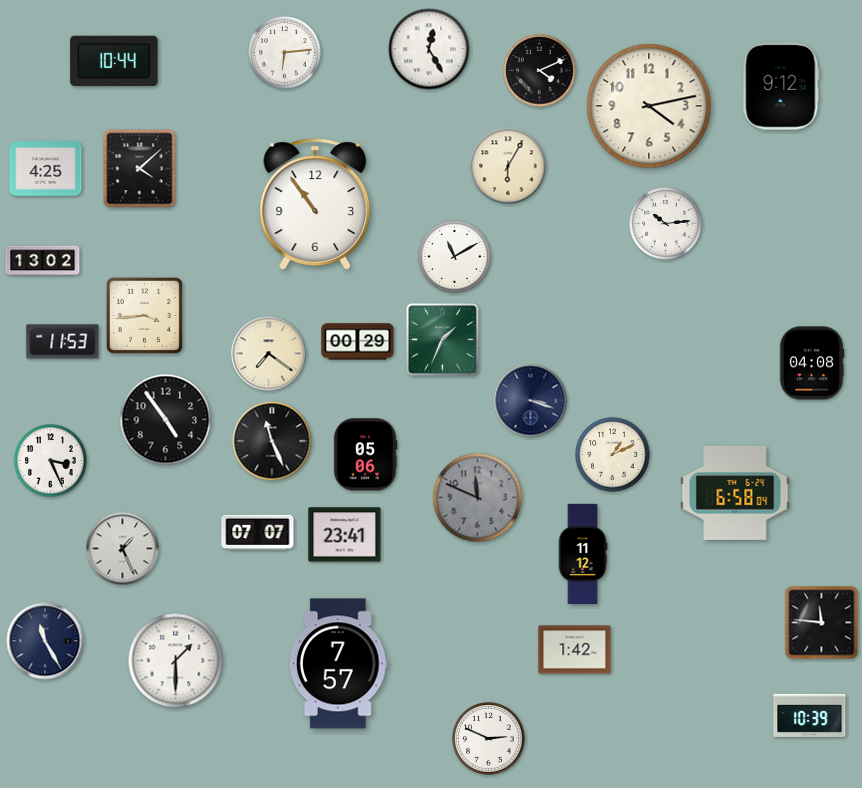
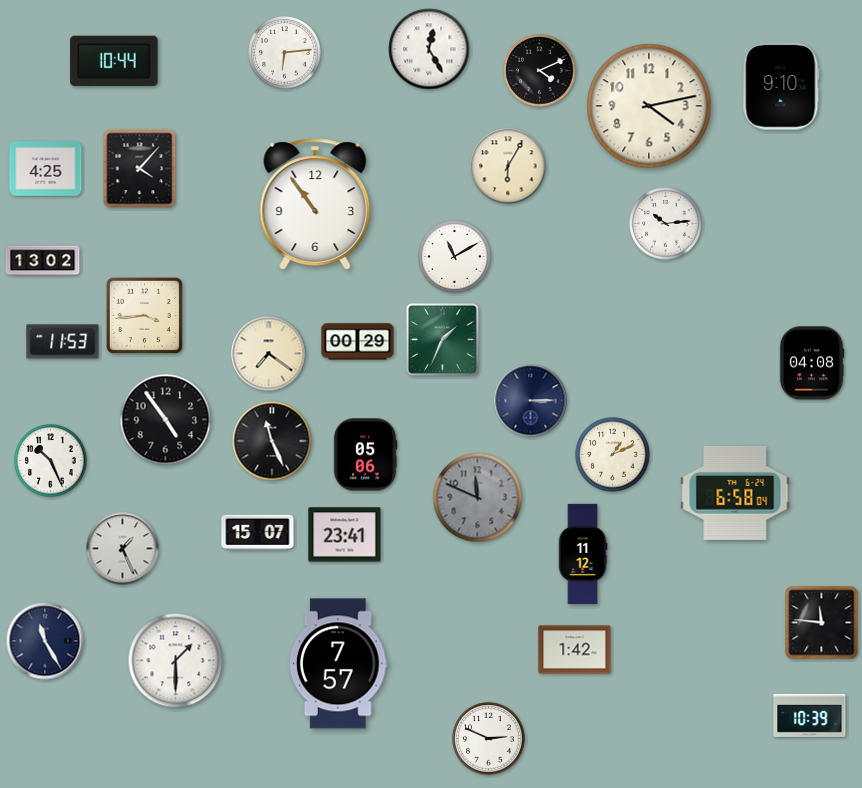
clock at (781, 86): 9:12 -> 9:10
clock at (140, 169): 4:08 -> 4:07
clock at (531, 401): 3:18 -> 3:15
clock at (51, 461): 3:26 -> 10:26
clock at (258, 532): 07:07 -> 15:07
